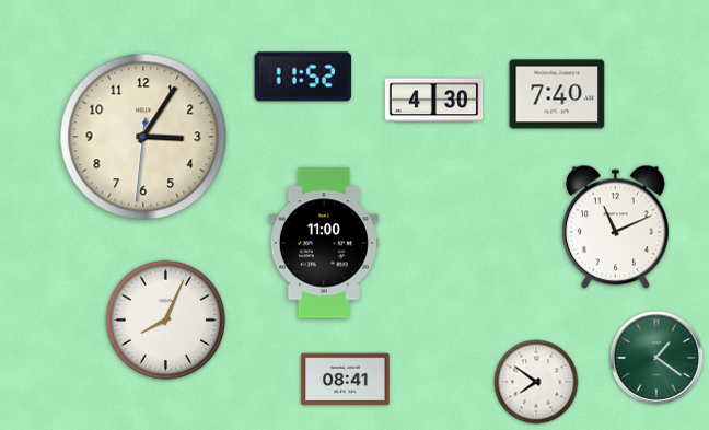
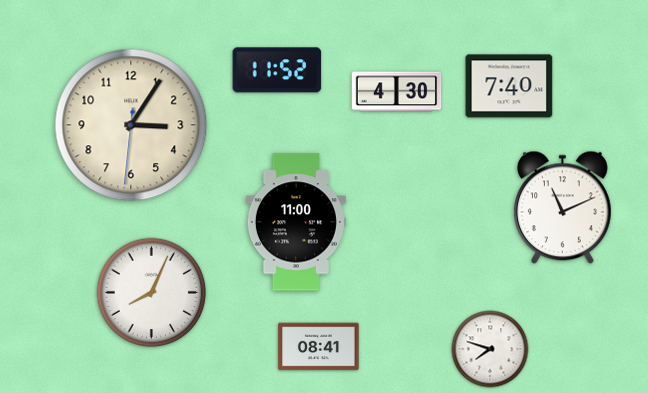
clock at (656, 358): 1:21 -> none
clock at (346, 380) position: (346, 380) -> (319, 347)
clock at (536, 382): 7:51 -> 7:48
